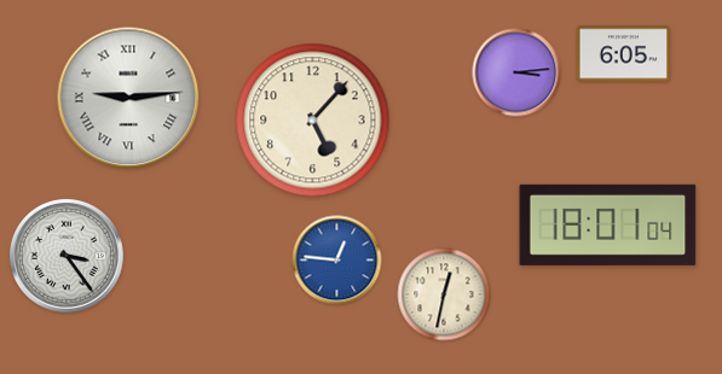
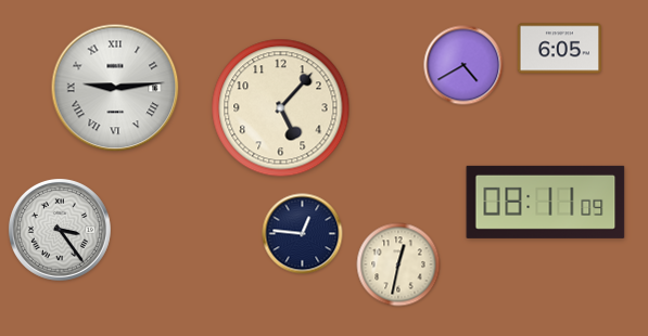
clock at (516, 72): 3:14 -> 4:40
clock at (608, 224): 18:01 -> 08:11
clock at (337, 261) dial: blue -> navy
